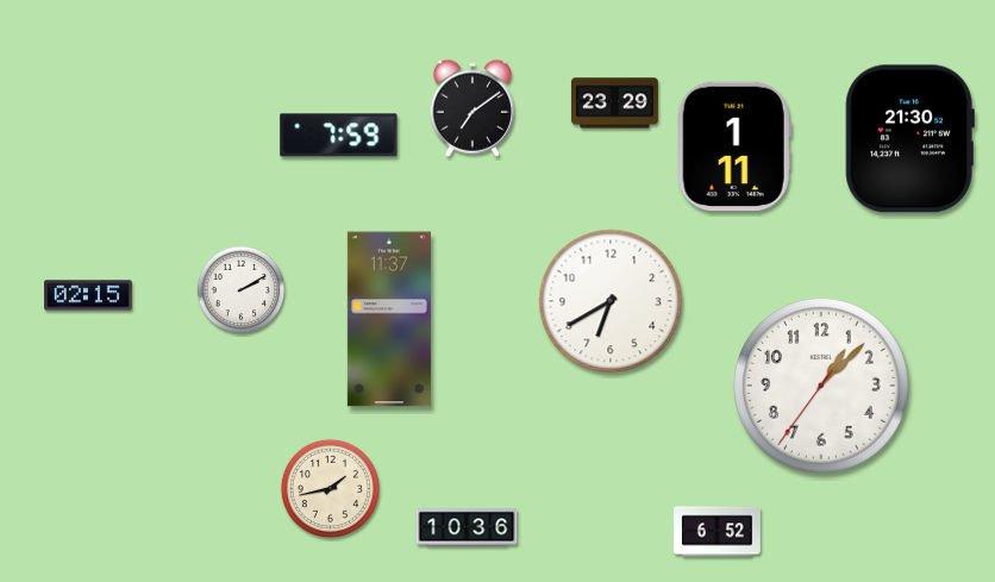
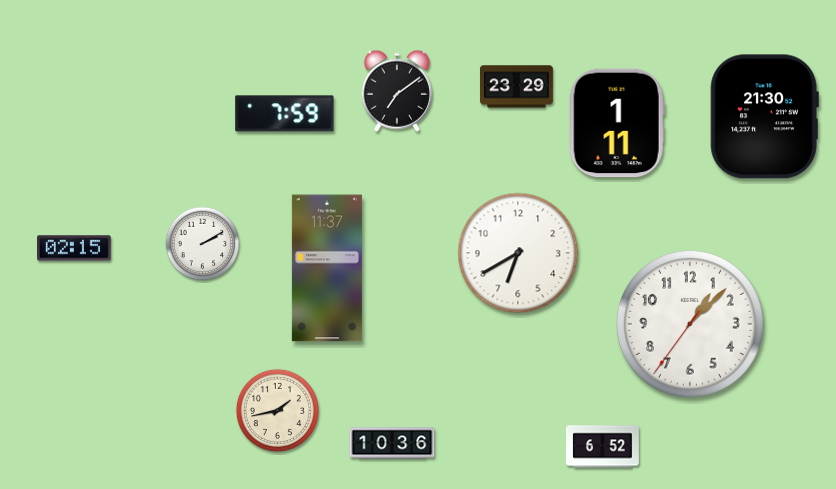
clock at (611, 301) position: (611, 301) -> (518, 253)
